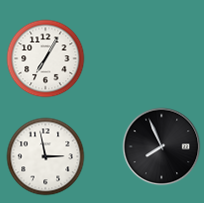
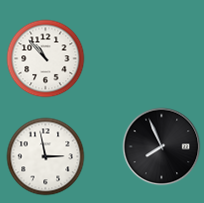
clock at (45, 58): 7:05 -> 10:53
